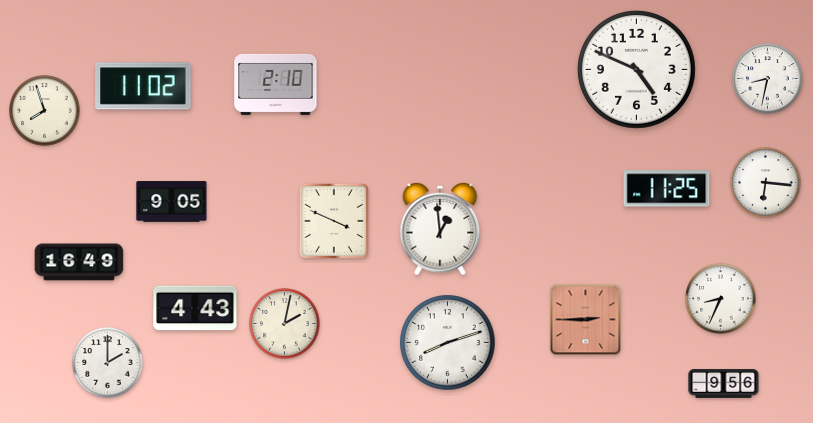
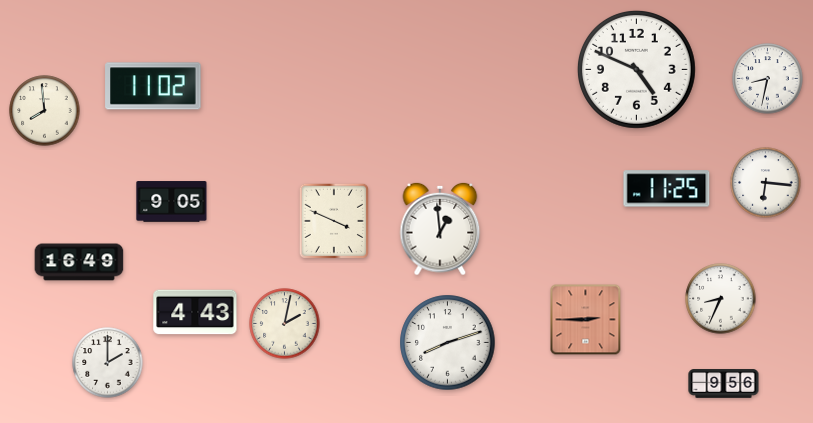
clock at (276, 84): 2:10 -> none
clock at (143, 86) position: (143, 86) -> (153, 86)
clock at (45, 111): 7:57 -> 7:59
clock at (195, 308) position: (195, 308) -> (195, 312)
